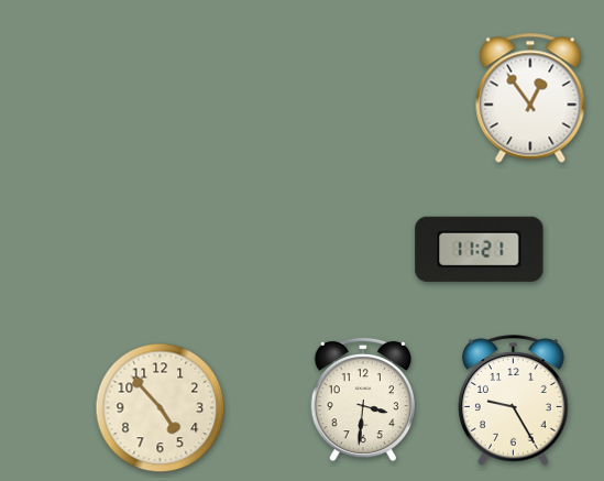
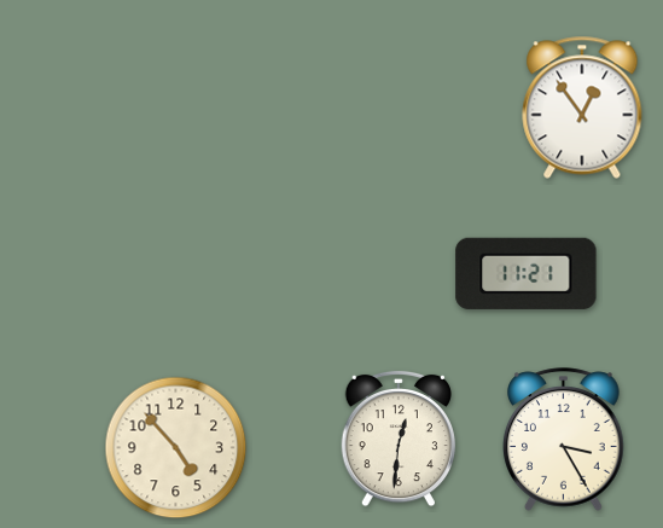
clock at (362, 400): 3:31 -> 12:31
clock at (514, 401): 9:25 -> 3:25
